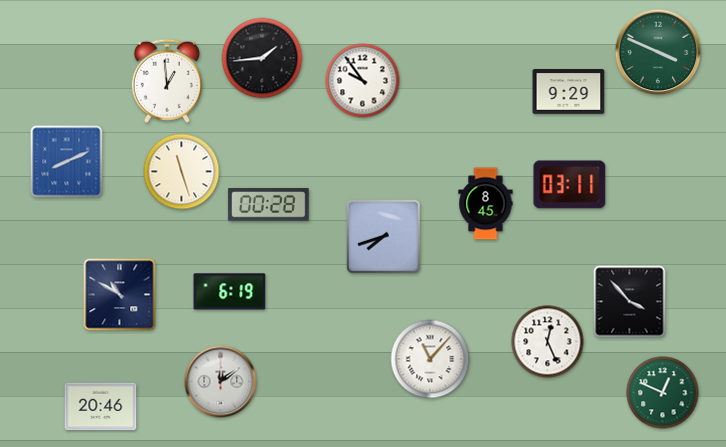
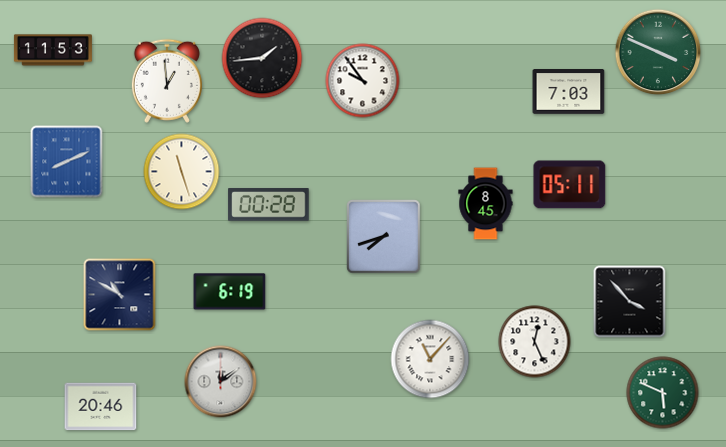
clock at (53, 50): none -> 11:53
clock at (569, 92): 9:29 -> 7:03
clock at (570, 185): 03:11 -> 05:11
clock at (548, 342) position: (548, 342) -> (535, 342)
clock at (663, 393): 12:49 -> 5:49
